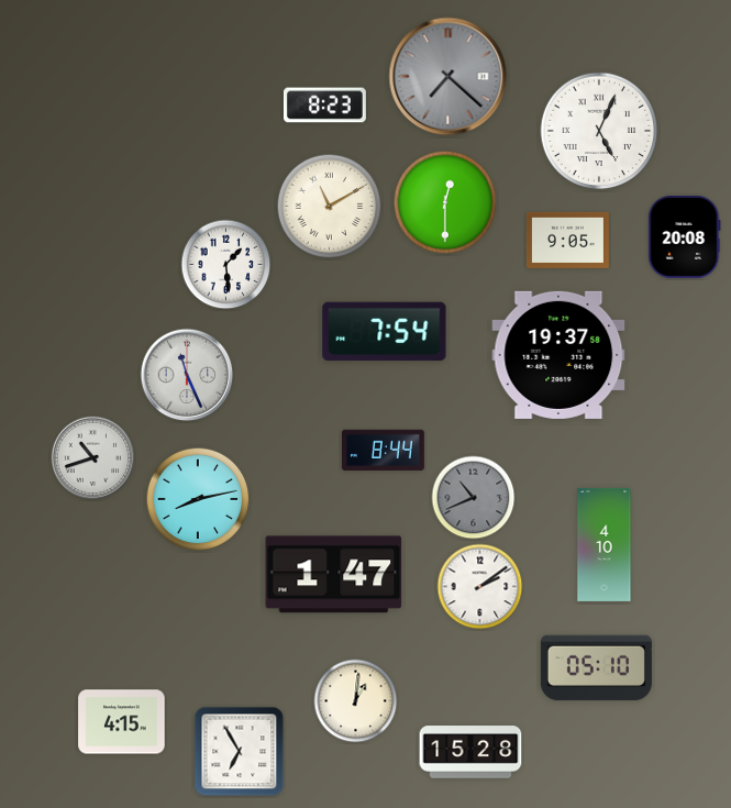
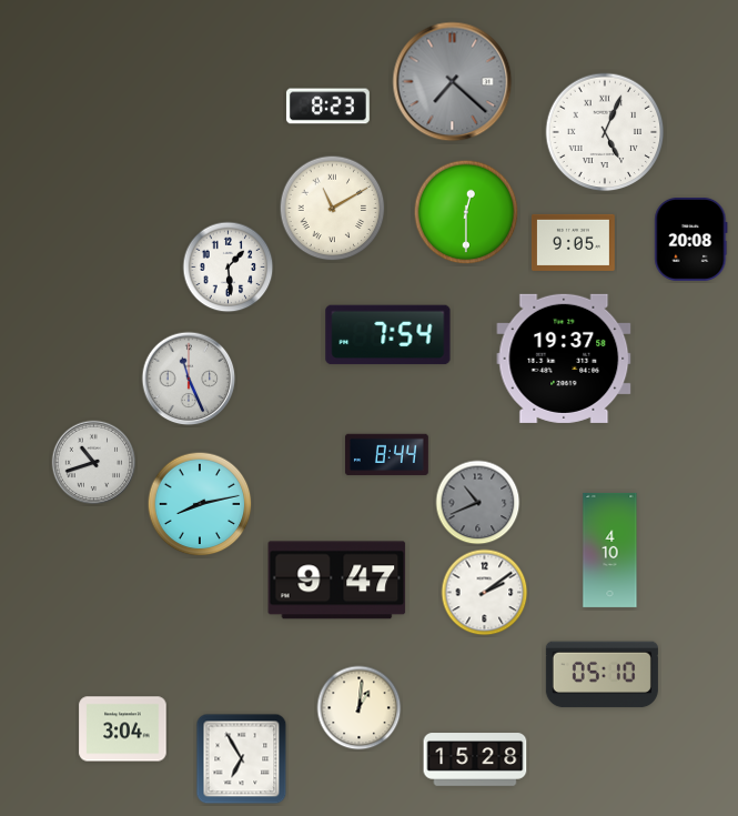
clock at (448, 77) position: (448, 77) -> (453, 82)
clock at (445, 202) position: (445, 202) -> (466, 212)
clock at (334, 575): 1:47 -> 9:47
clock at (122, 722): 4:15 -> 3:04
